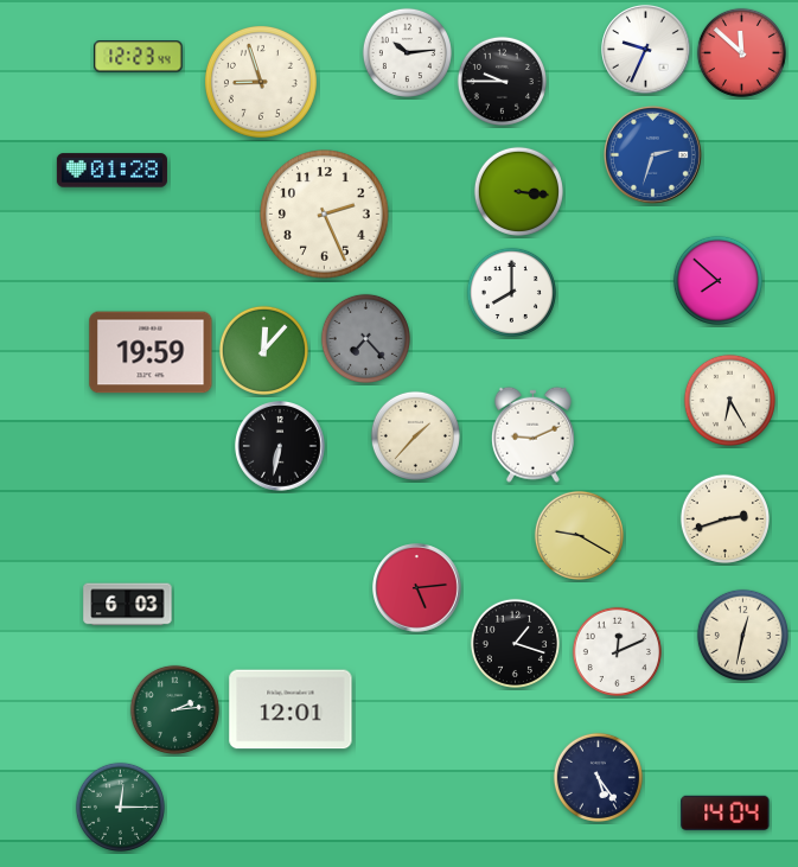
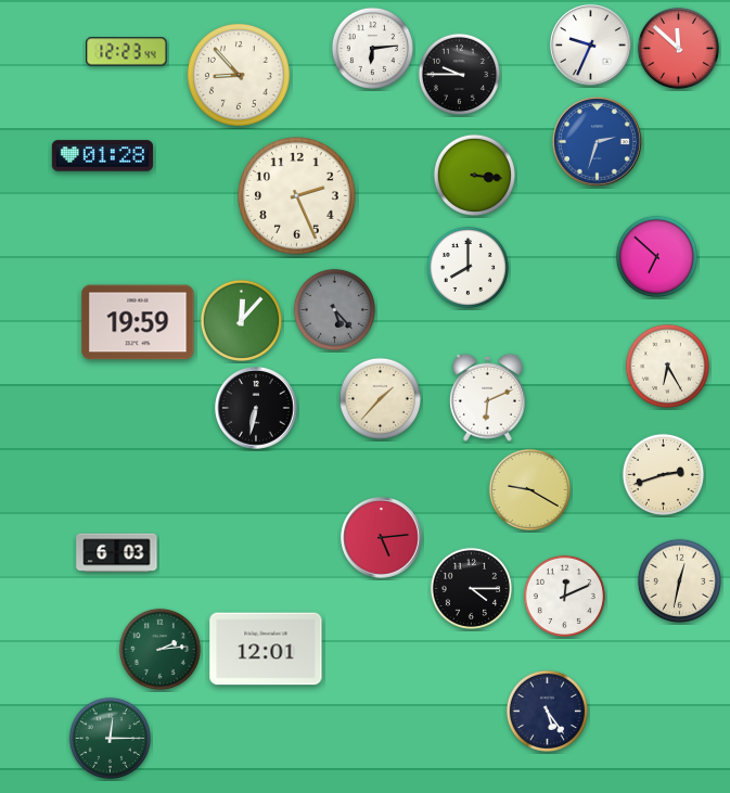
clock at (407, 52): 10:14 -> 6:14
clock at (261, 82): 8:57 -> 8:53
clock at (717, 280): 7:52 -> 6:52
clock at (365, 338): 7:23 -> 5:23
clock at (532, 434): 9:11 -> 6:11
clock at (515, 643): 1:18 -> 4:15
clock at (726, 812): 14:04 -> none
